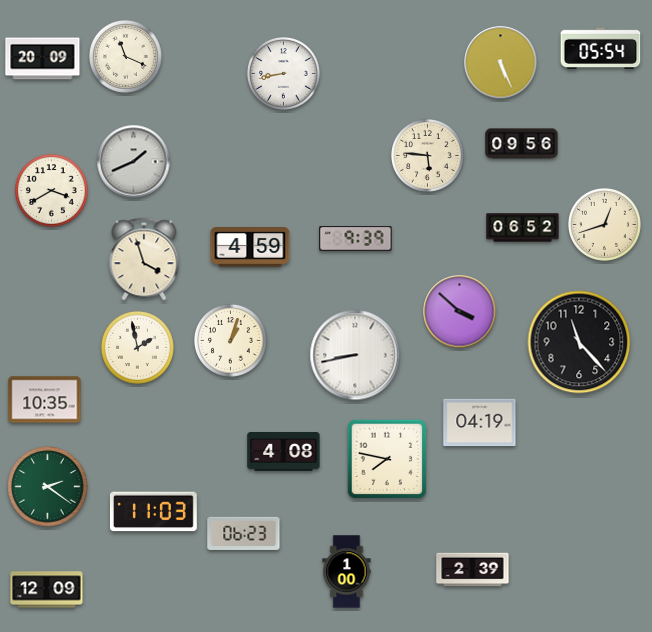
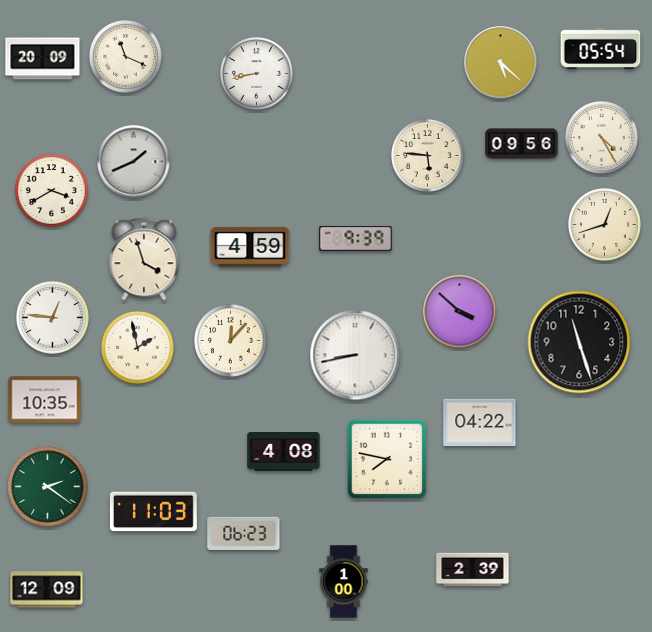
clock at (501, 63): 5:26 -> 5:22
clock at (284, 74) position: (284, 74) -> (257, 74)
clock at (602, 138): none -> 4:25
clock at (523, 228): 06:52 -> none
clock at (53, 318): none -> 12:46
clock at (231, 341): 1:03 -> 12:07
clock at (579, 342): 11:23 -> 11:27
clock at (480, 423): 04:19 -> 04:22
clock at (347, 572) position: (347, 572) -> (344, 582)
